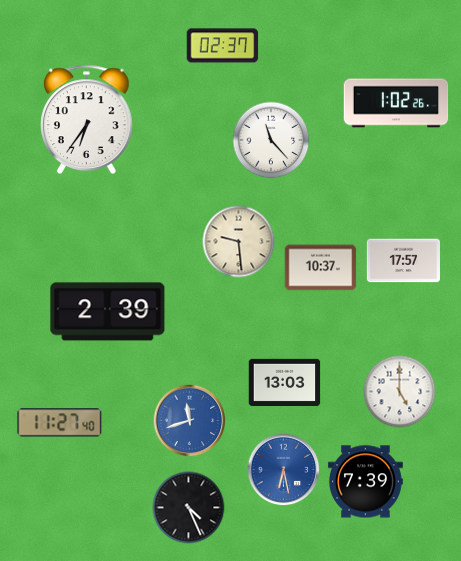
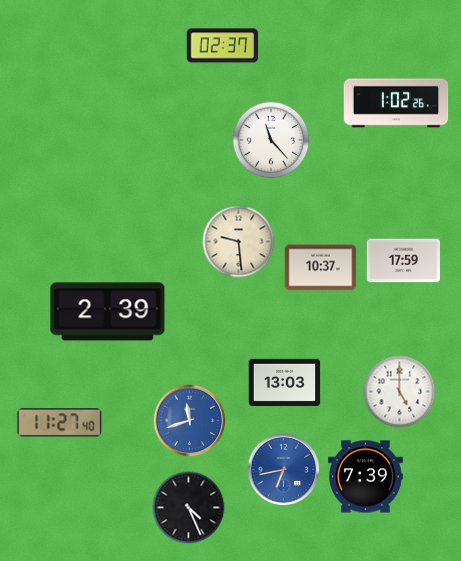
clock at (87, 119): 6:36 -> none
clock at (403, 261): 17:57 -> 17:59
clock at (284, 470): 6:28 -> 6:43
clock at (365, 482) position: (365, 482) -> (365, 477)
